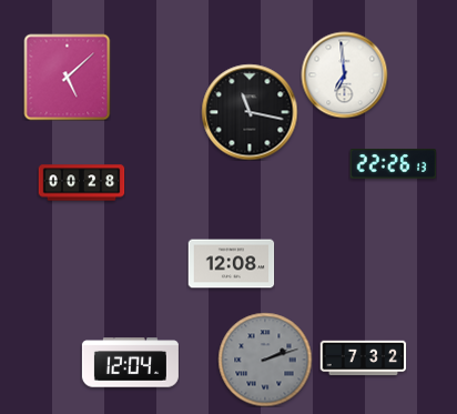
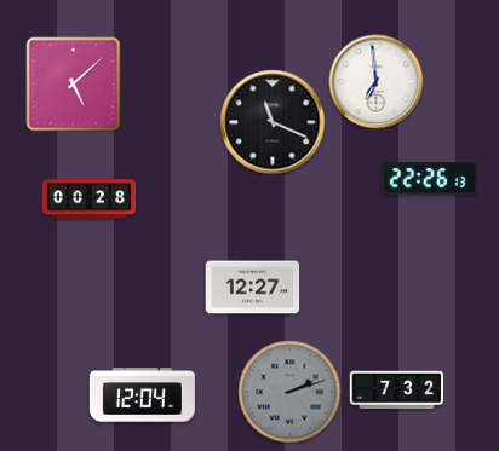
clock at (250, 112): 11:17 -> 11:19
clock at (231, 264): 12:08 -> 12:27
